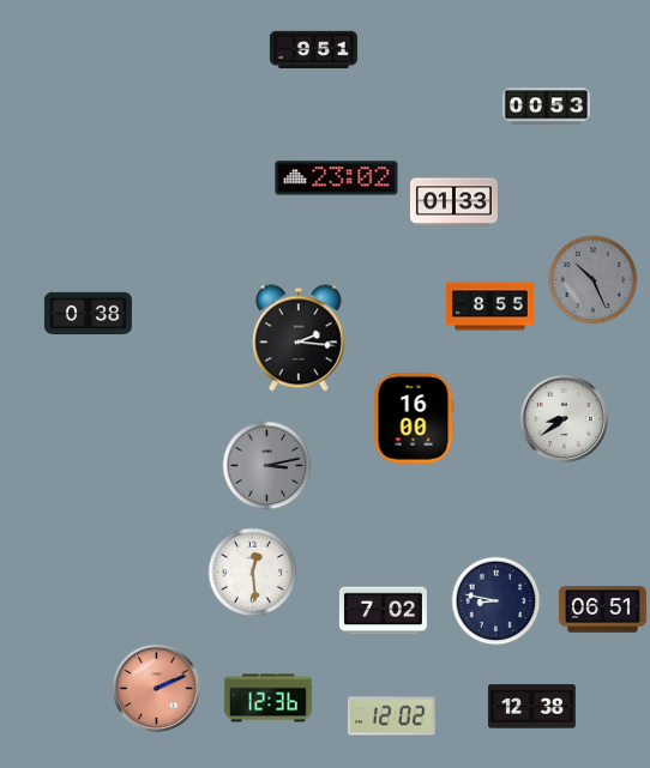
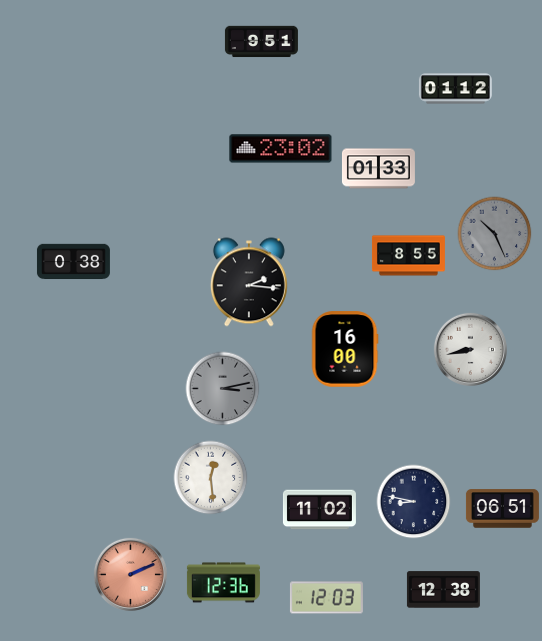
clock at (546, 107): 00:53 -> 01:12
clock at (564, 418): 8:39 -> 8:43
clock at (383, 611): 7:02 -> 11:02
clock at (391, 716): 12:02 -> 12:03
